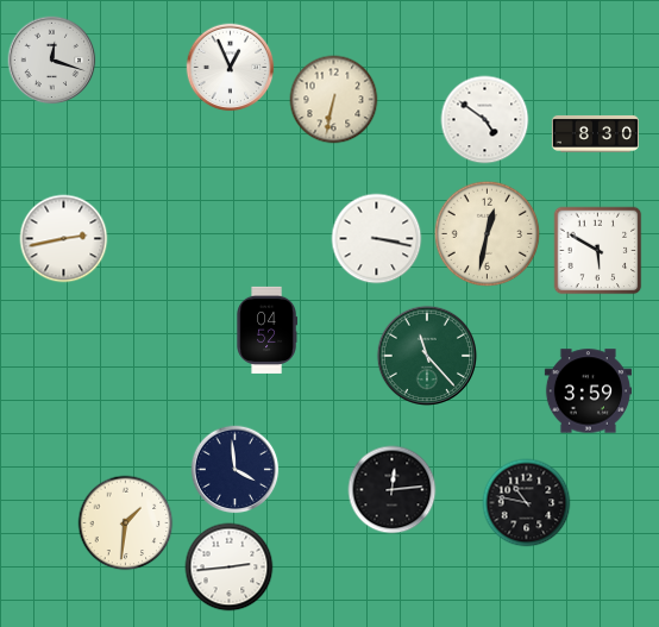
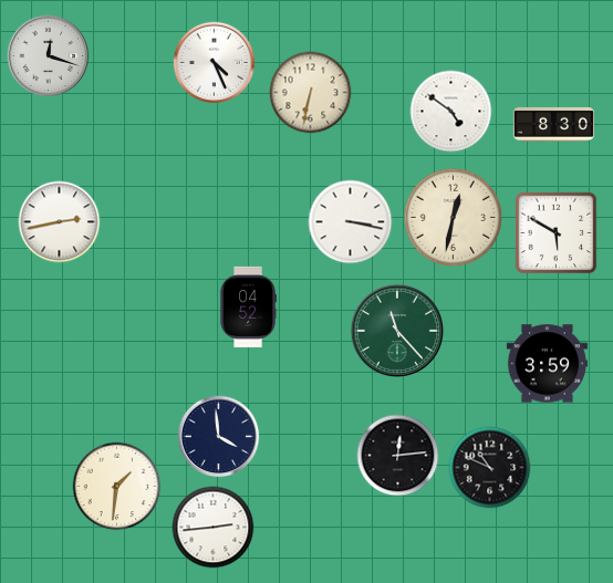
clock at (231, 68): 12:56 -> 4:26
clock at (393, 490) position: (393, 490) -> (398, 456)
clock at (527, 503): 10:47 -> 10:49
